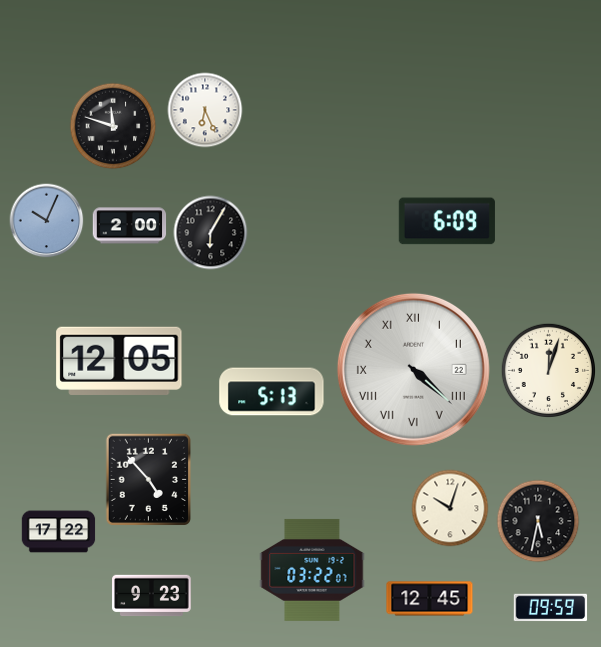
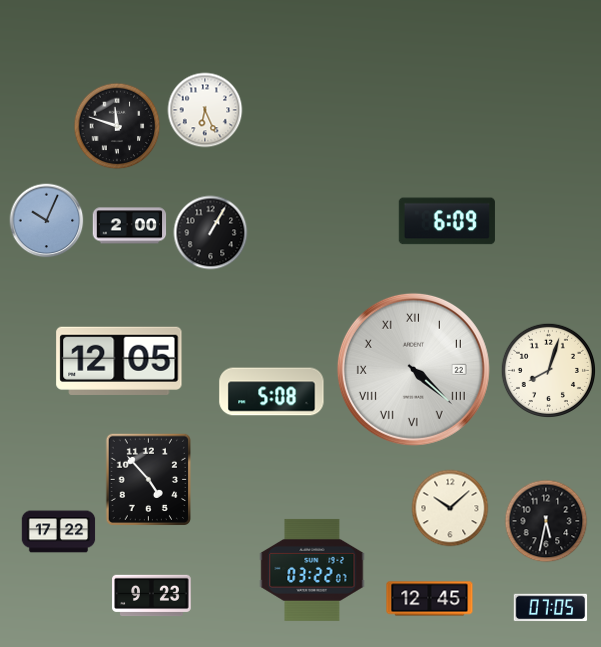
clock at (113, 126) position: (113, 126) -> (117, 126)
clock at (211, 233): 6:05 -> 1:05
clock at (548, 370): 12:03 -> 8:03
clock at (272, 392): 5:13 -> 5:08
clock at (450, 508): 10:03 -> 10:08
clock at (538, 521) position: (538, 521) -> (546, 521)
clock at (551, 608): 09:59 -> 07:05
